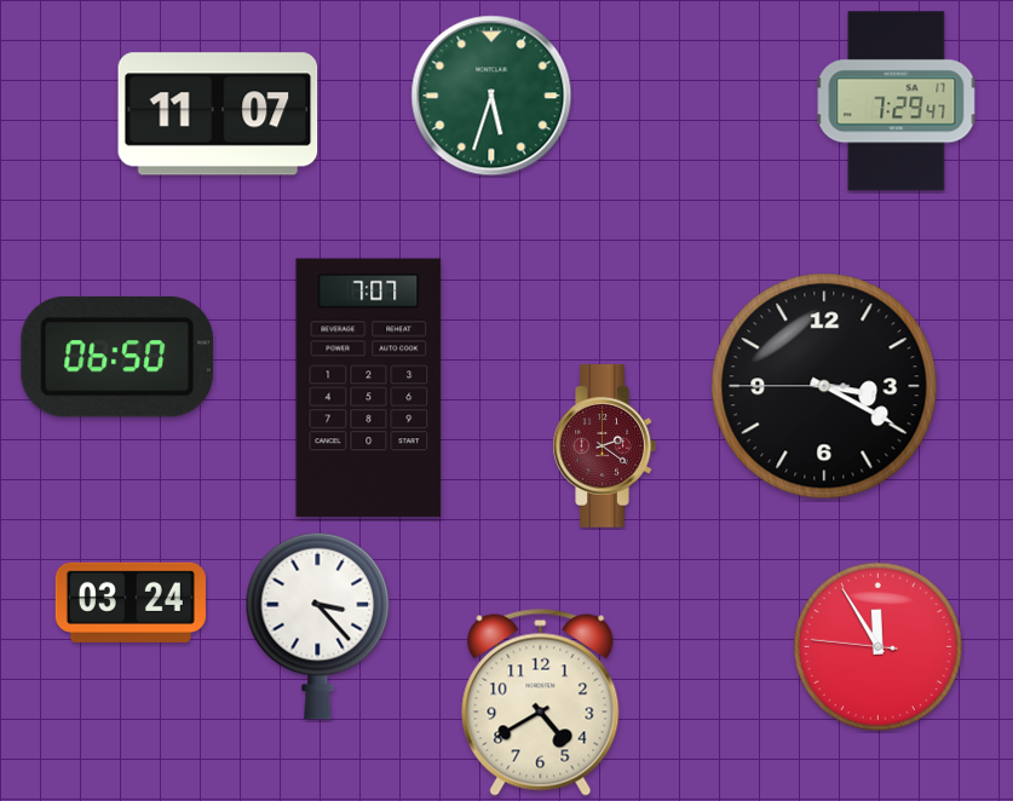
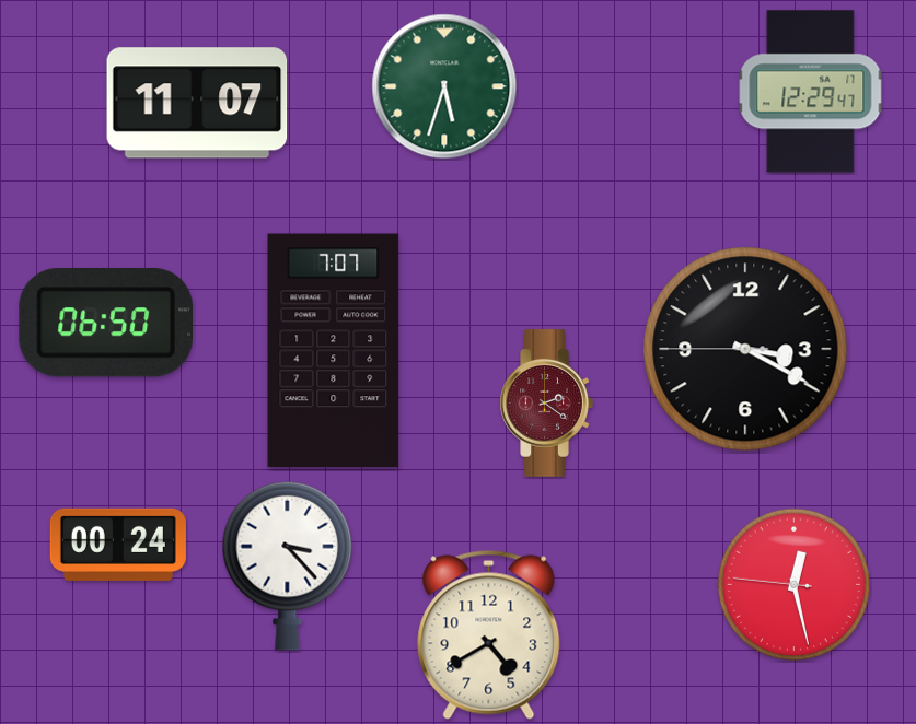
clock at (897, 102): 7:29 -> 12:29
clock at (131, 603): 03:24 -> 00:24
clock at (877, 646): 11:54 -> 12:27
